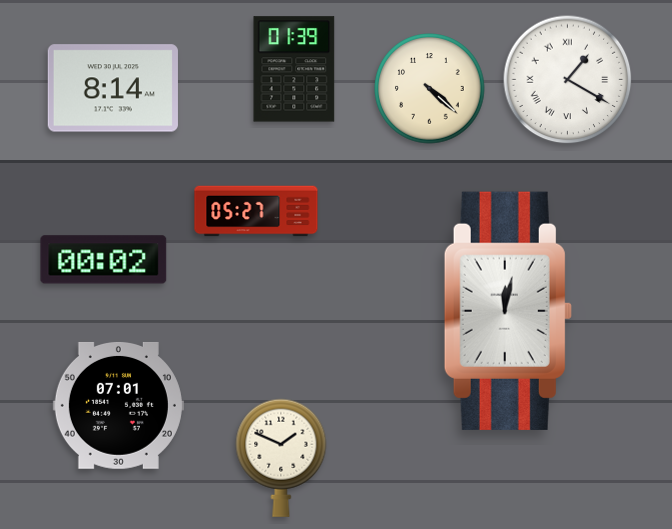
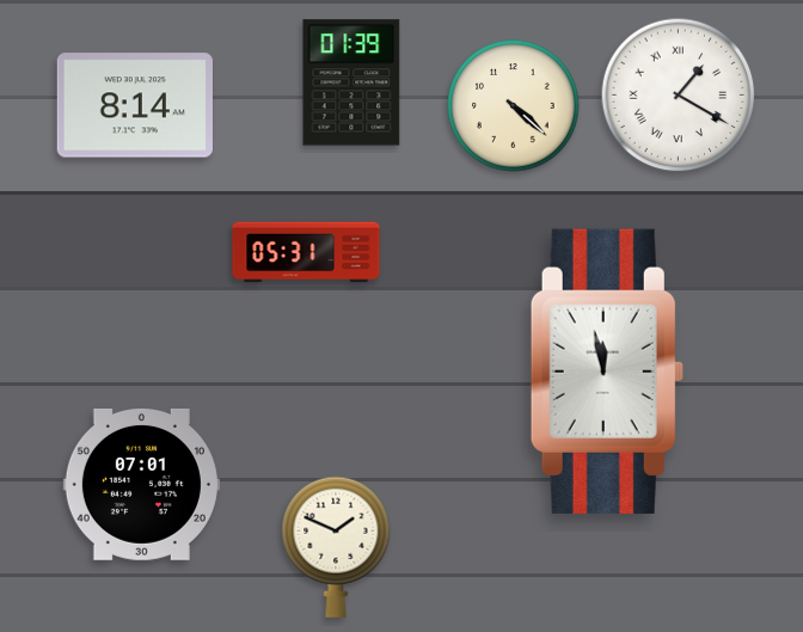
clock at (256, 211): 05:27 -> 05:31
clock at (104, 260): 00:02 -> none
clock at (508, 311): 12:02 -> 11:58
